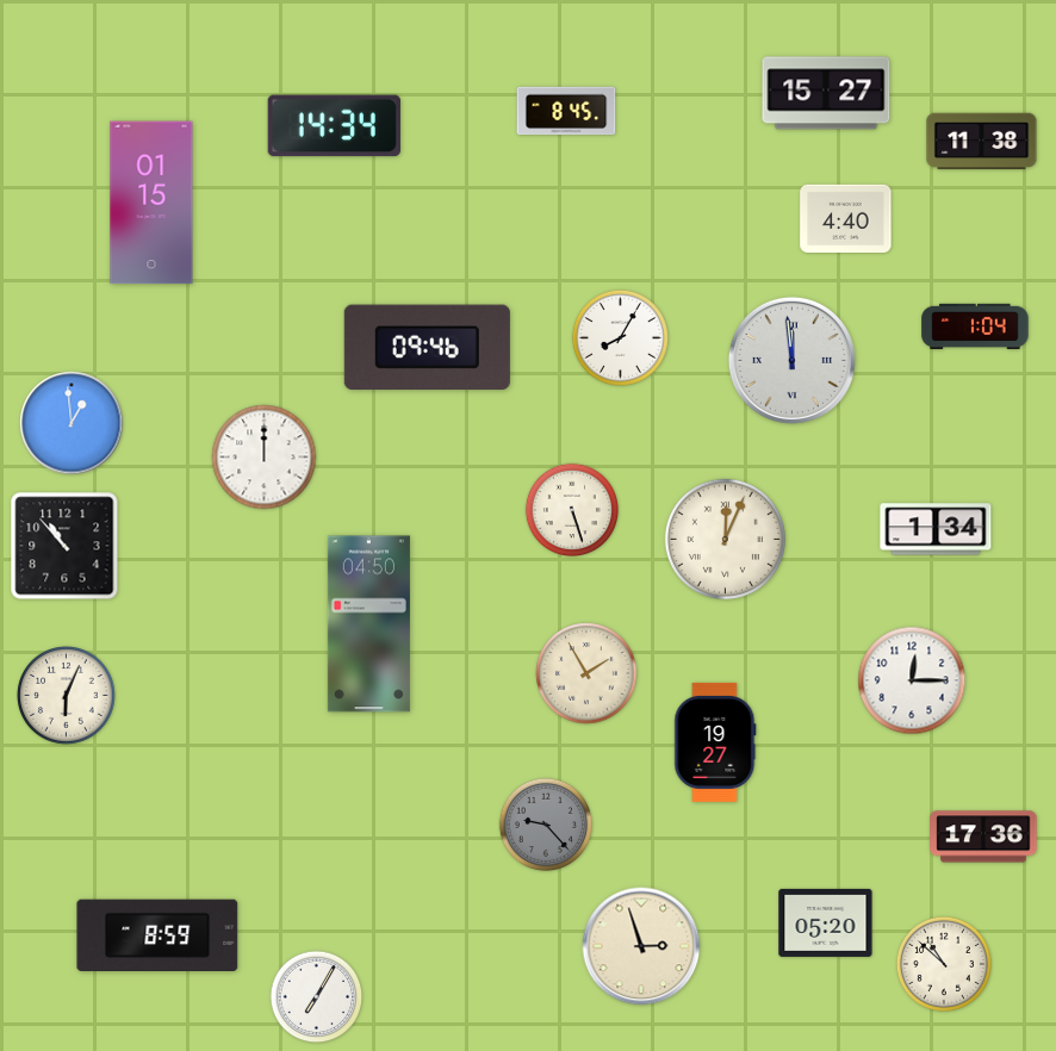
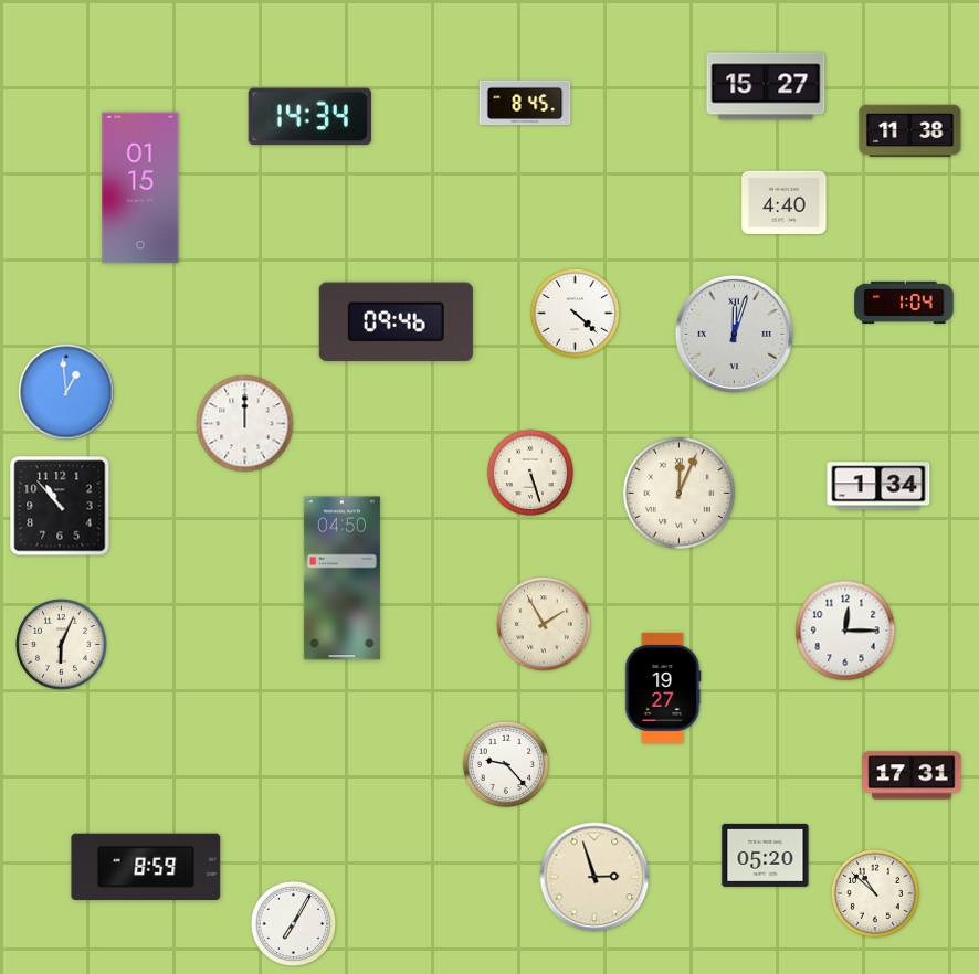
clock at (620, 337): 8:05 -> 4:22
clock at (791, 360): 11:59 -> 12:03
clock at (936, 529) position: (936, 529) -> (878, 486)
clock at (725, 539) position: (725, 539) -> (678, 493)
clock at (545, 823) dial: grey -> white
clock at (983, 837): 17:36 -> 17:31
